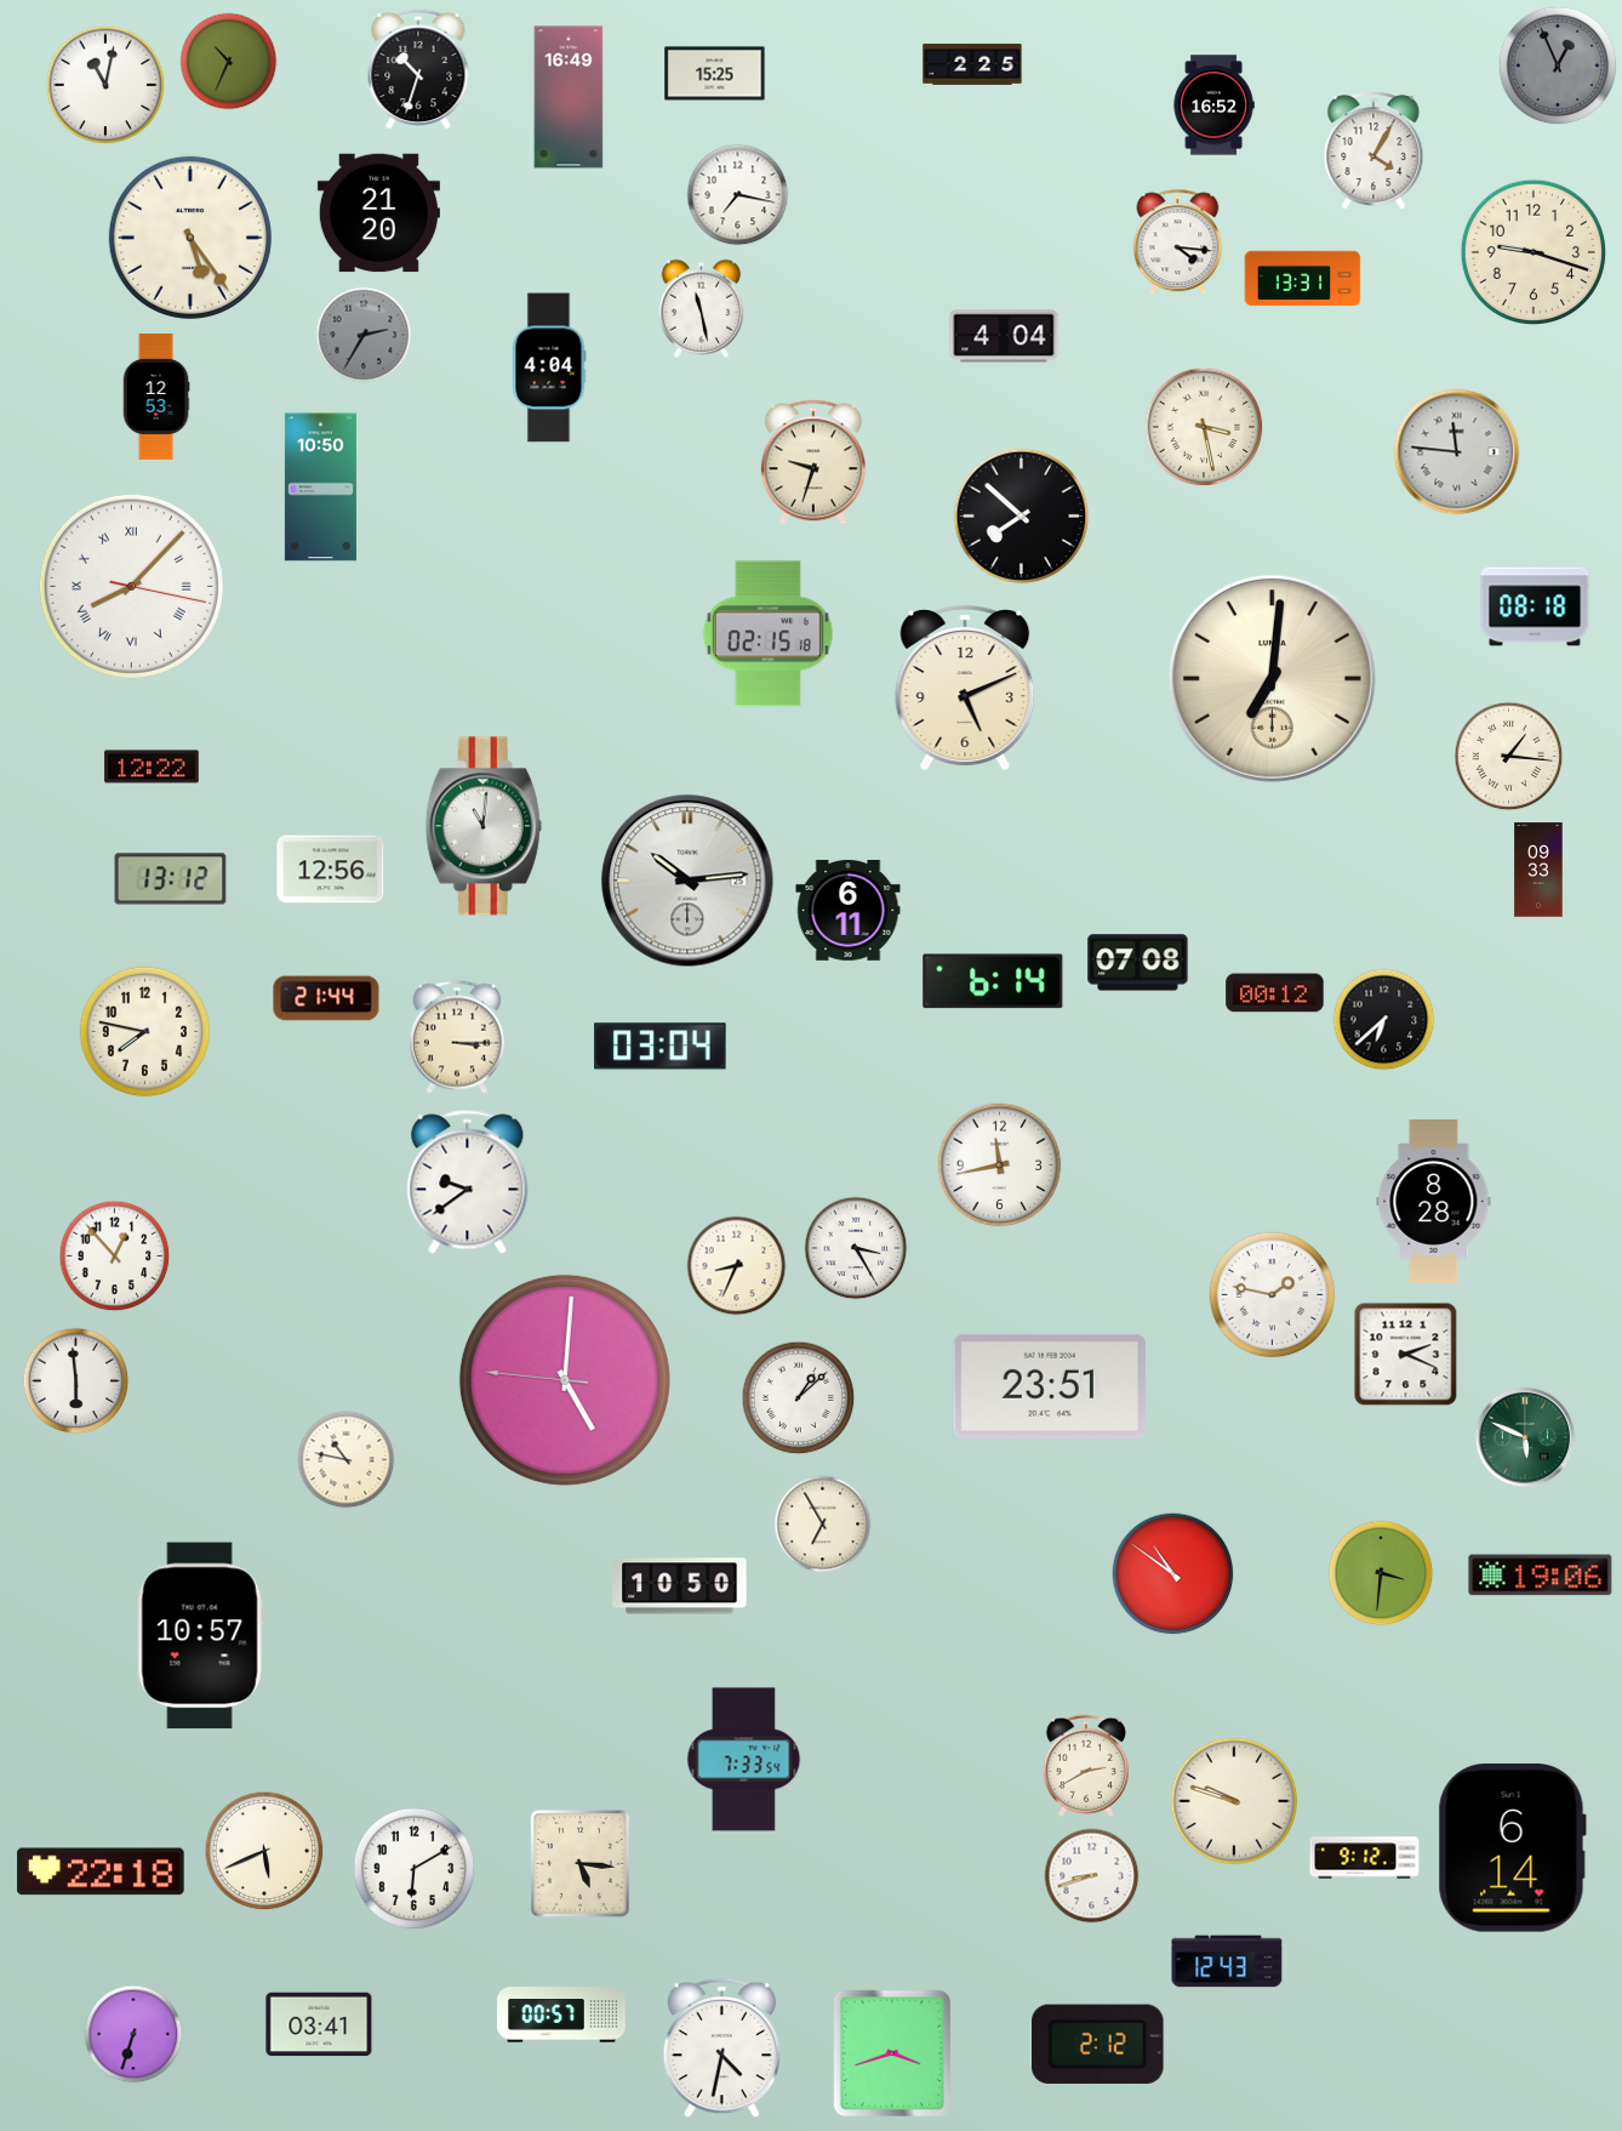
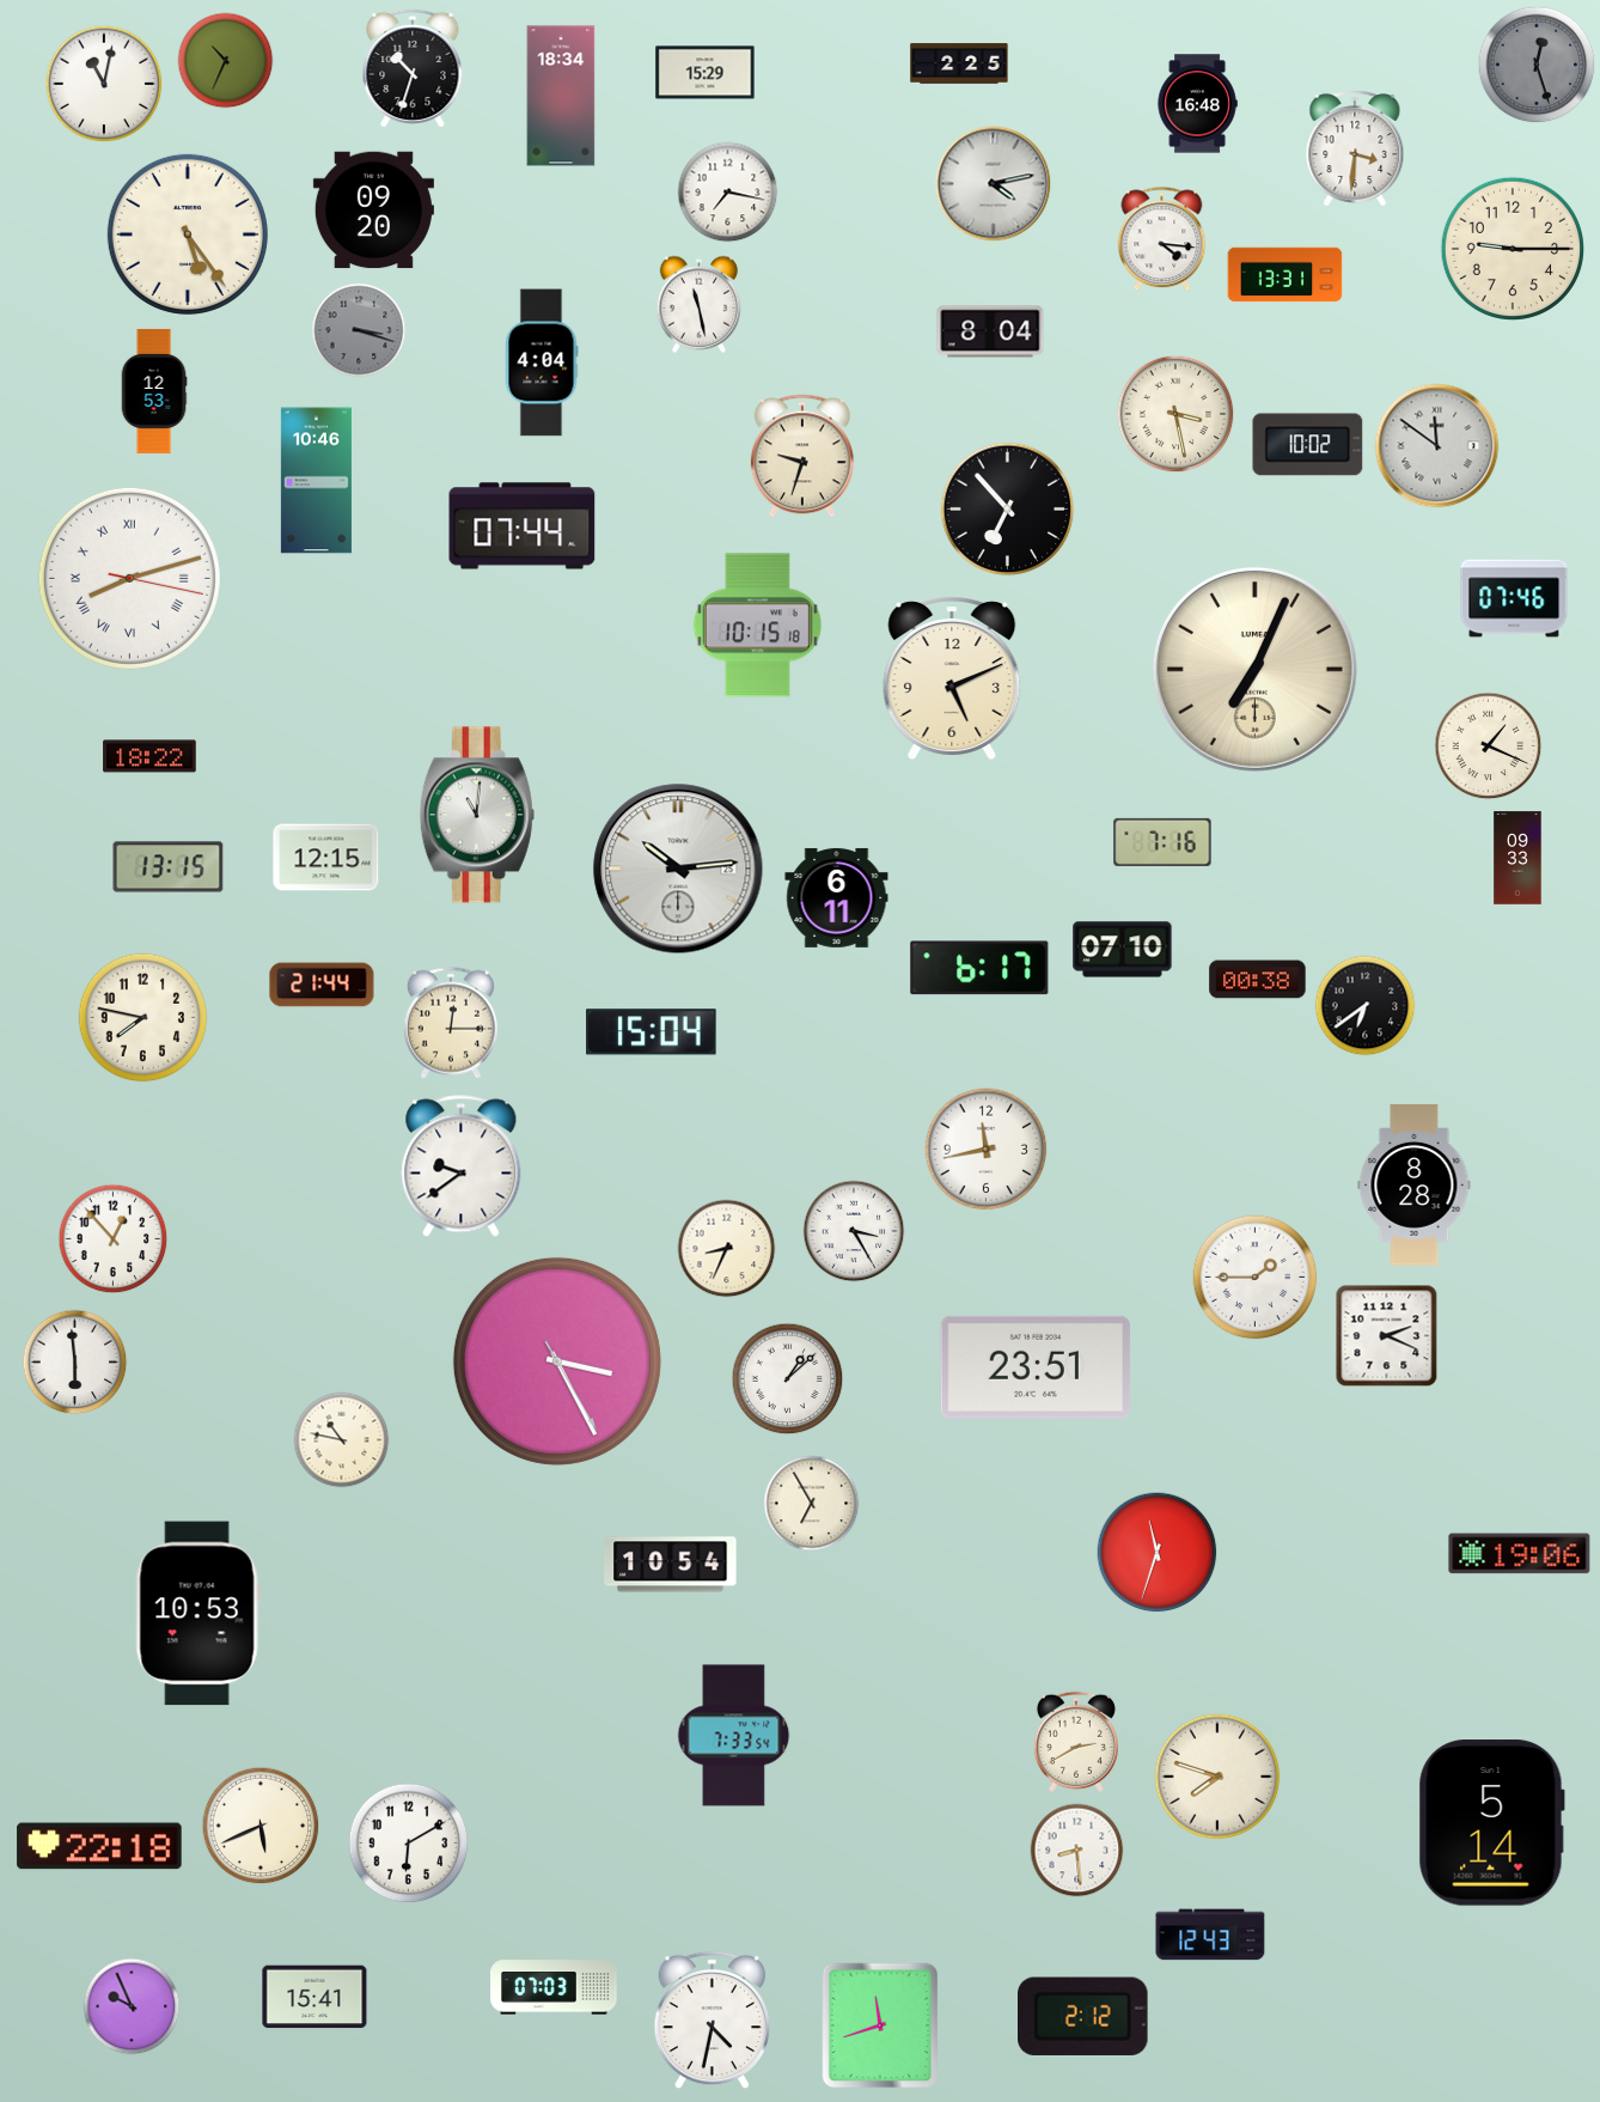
clock at (1558, 65): 12:56 -> 12:27
clock at (715, 74): 15:25 -> 15:29
clock at (569, 97): 16:49 -> 18:34
clock at (1213, 106): 16:52 -> 16:48
clock at (1373, 150): 4:05 -> 3:31
clock at (994, 184): none -> 4:13
clock at (378, 213): 21:20 -> 09:20
clock at (1532, 251): 9:18 -> 9:15
clock at (702, 308) position: (702, 308) -> (700, 304)
clock at (364, 335): 2:35 -> 3:18
clock at (1004, 336): 4:04 -> 8:04
clock at (1204, 427) position: (1204, 427) -> (1175, 414)
clock at (1308, 445): none -> 10:02
clock at (1457, 452): 11:46 -> 11:51
clock at (320, 488): 10:50 -> 10:46
clock at (1022, 517): 7:52 -> 6:53
clock at (523, 526): none -> 07:44
clock at (131, 586): 8:07 -> 8:12
clock at (1535, 606): 08:18 -> 07:46
clock at (767, 634): 02:15 -> 10:15
clock at (1272, 678): 7:01 -> 7:04
clock at (1509, 757): 1:16 -> 1:19
clock at (152, 767): 12:22 -> 18:22
clock at (1162, 842): none -> 7:16
clock at (331, 870): 12:56 -> 12:15
clock at (171, 879): 13:12 -> 13:15
clock at (1138, 963): 07:08 -> 07:10
clock at (993, 981): 6:14 -> 6:17
clock at (1275, 993): 00:12 -> 00:38
clock at (1384, 1020): 6:38 -> 6:39
clock at (457, 1037): 3:15 -> 12:15
clock at (661, 1047): 03:04 -> 15:04
clock at (856, 1248) position: (856, 1248) -> (854, 1231)
clock at (1273, 1295): 1:47 -> 1:45
clock at (565, 1380): 5:00 -> 3:25
clock at (1525, 1437): 5:49 -> none
clock at (1381, 1573): 3:31 -> none
clock at (1173, 1574): 10:51 -> 11:33
clock at (680, 1586): 10:50 -> 10:54
clock at (200, 1636): 10:57 -> 10:53
clock at (1086, 1766) position: (1086, 1766) -> (1076, 1742)
clock at (1234, 1801): 9:48 -> 7:48
clock at (1512, 1848): 6:14 -> 5:14
clock at (1365, 1858): 9:12 -> none
clock at (579, 1863): 5:16 -> none
clock at (1092, 1876): 8:42 -> 8:29
clock at (562, 2015): 00:57 -> 07:03
clock at (319, 2024): 03:41 -> 15:41
clock at (133, 2034): 6:33 -> 9:56
clock at (892, 2053): 3:42 -> 11:42
